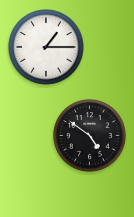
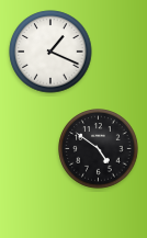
clock at (46, 47): 1:15 -> 1:19
